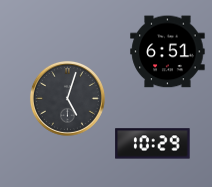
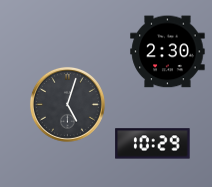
clock at (168, 52): 6:51 -> 2:30
clock at (67, 98) position: (67, 98) -> (67, 104)
